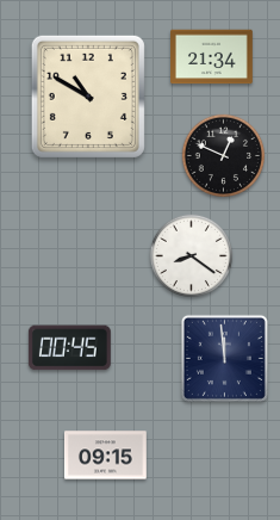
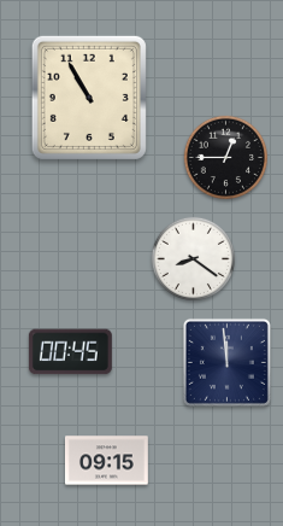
clock at (212, 57): 21:34 -> none
clock at (88, 97): 10:50 -> 10:55
clock at (223, 155): 12:49 -> 12:45
